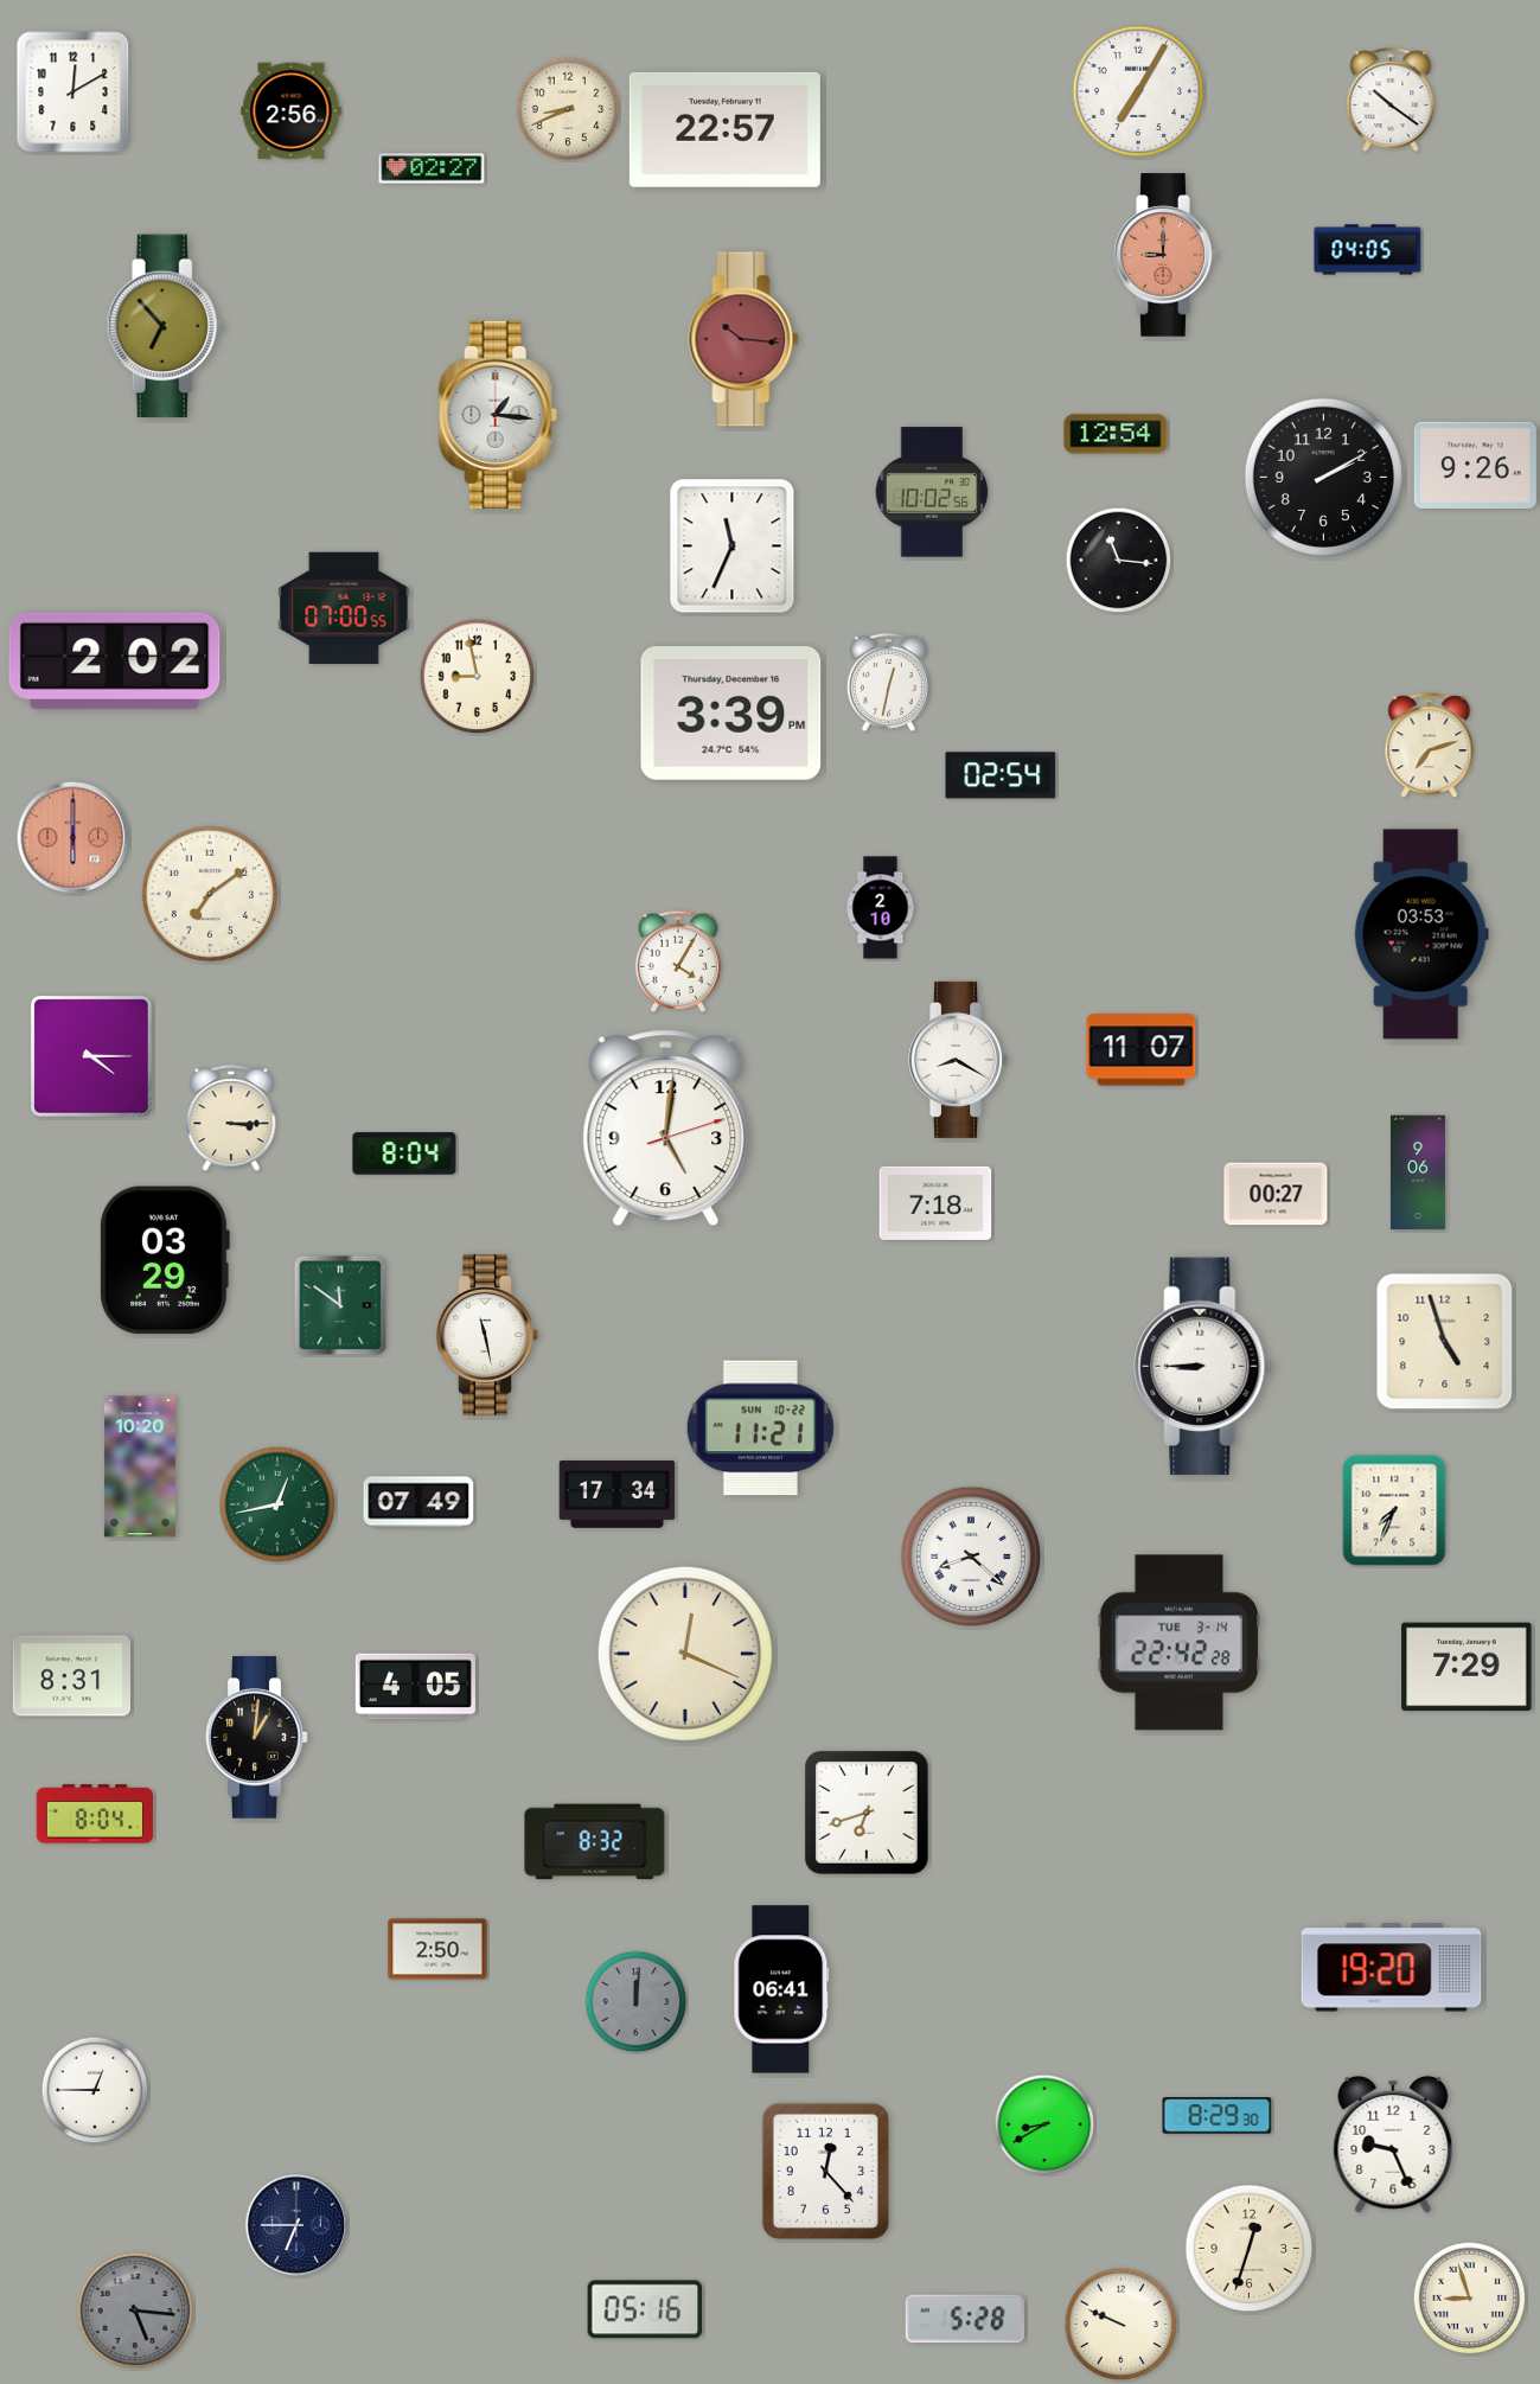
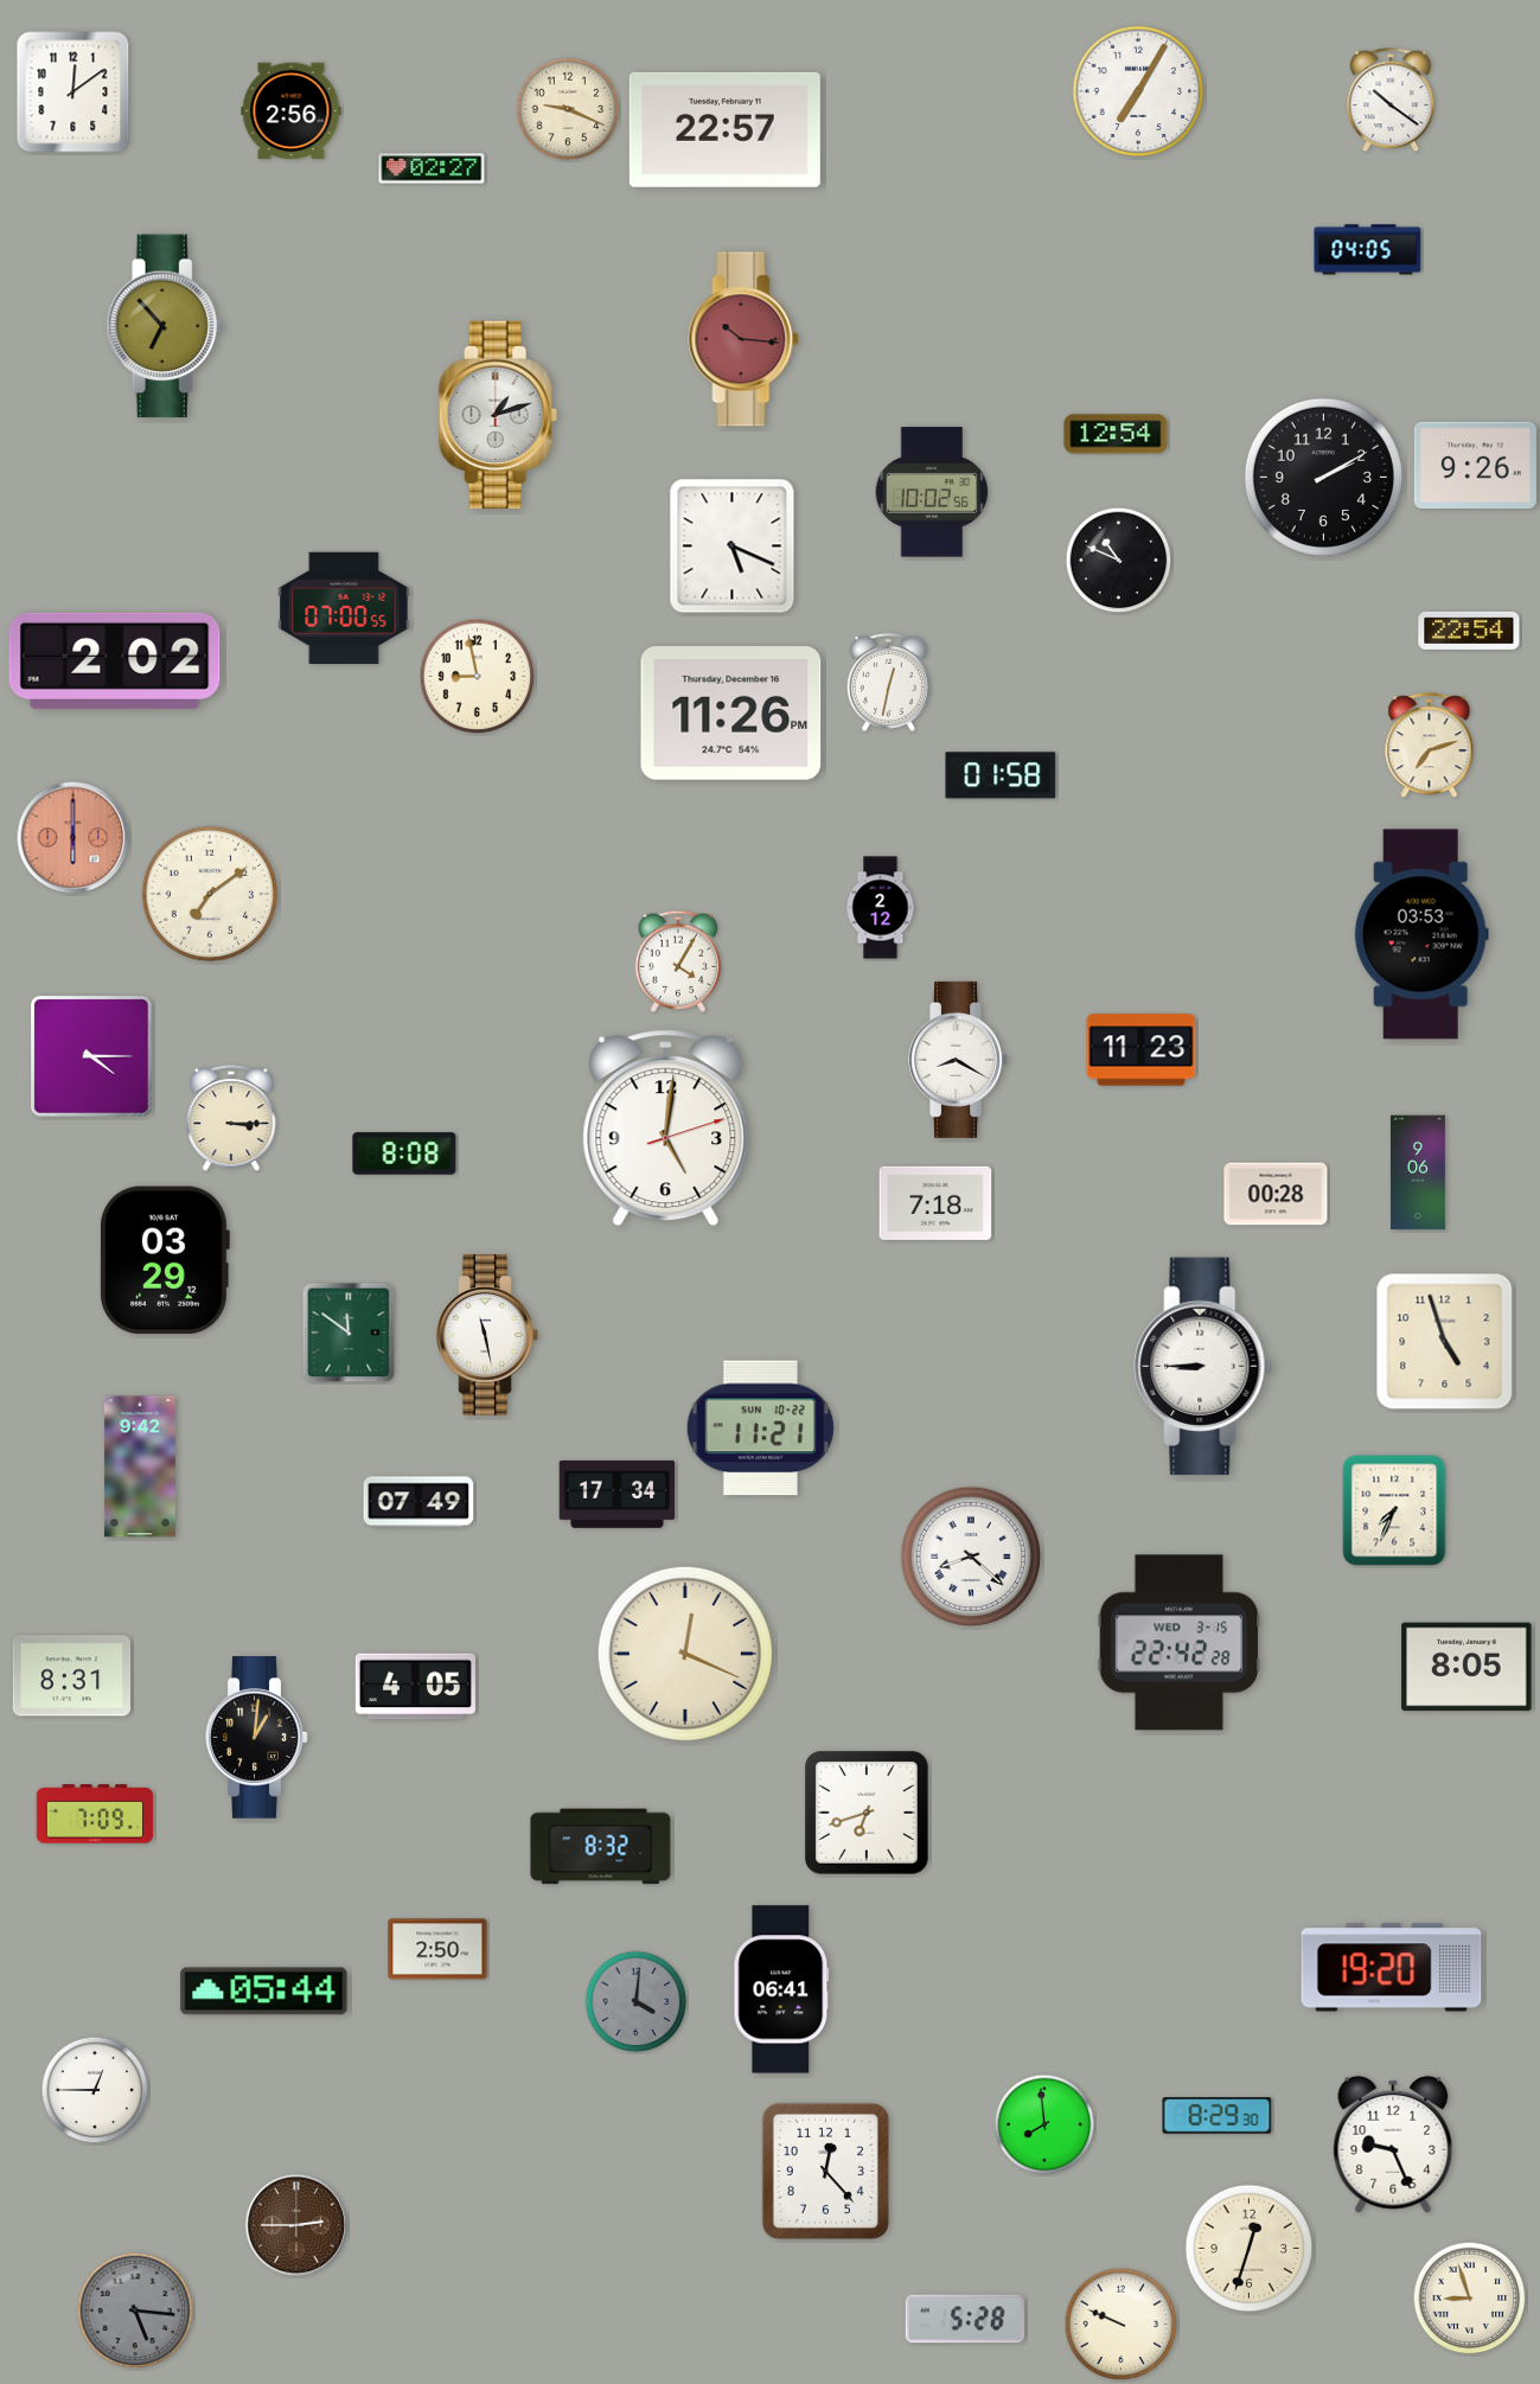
clock at (74, 92): 12:10 -> 12:09
clock at (568, 109): 8:41 -> 9:19
clock at (1165, 255): 9:00 -> none
clock at (498, 415): 1:16 -> 1:12
clock at (733, 547): 11:34 -> 5:19
clock at (1119, 561): 11:16 -> 10:49
clock at (1469, 631): none -> 22:54
clock at (731, 714): 3:39 -> 11:26
clock at (1001, 775): 02:54 -> 01:58
clock at (881, 908): 2:10 -> 2:12
clock at (1142, 1050): 11:07 -> 11:23
clock at (404, 1153): 8:04 -> 8:08
clock at (1276, 1194): 00:27 -> 00:28
clock at (340, 1305) position: (340, 1305) -> (349, 1332)
clock at (140, 1466): 10:20 -> 9:42
clock at (277, 1504): 12:43 -> none
clock at (1180, 1643) date: TUE 3-14 -> WED 3-15
clock at (1466, 1667): 7:29 -> 8:05
clock at (95, 1814): 8:04 -> 7:09
clock at (595, 1842) position: (595, 1842) -> (601, 1847)
clock at (264, 1992): none -> 05:44
clock at (637, 2002): 12:01 -> 4:01
clock at (1044, 2124): 8:40 -> 7:59
clock at (296, 2225): 6:45 -> 2:45
clock at (296, 2225) dial: navy -> brown
clock at (645, 2309): 05:16 -> none
